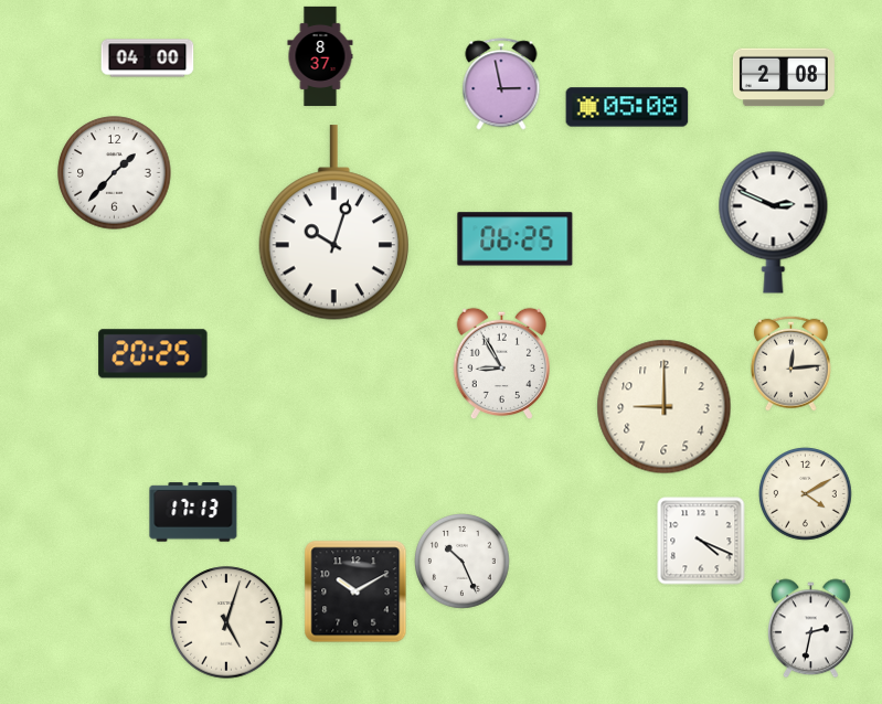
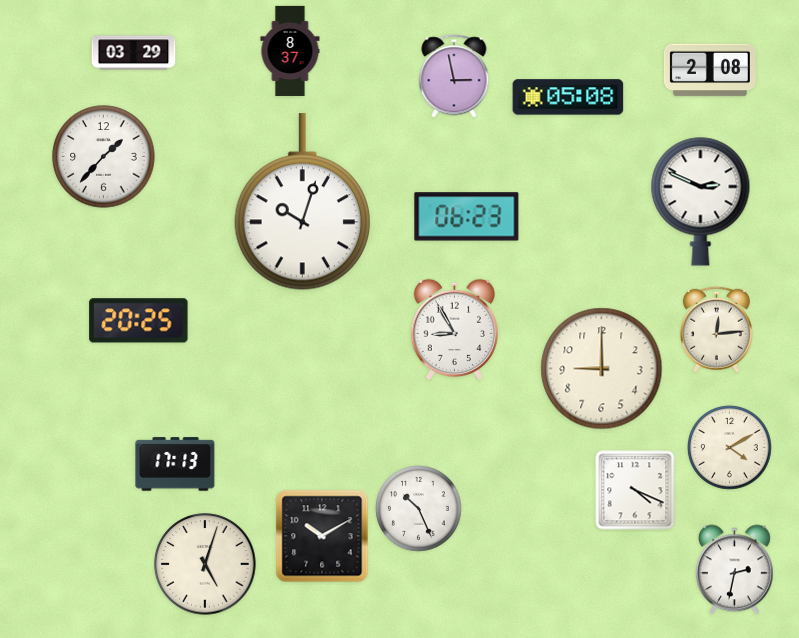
clock at (148, 58): 04:00 -> 03:29
clock at (516, 239): 06:25 -> 06:23
